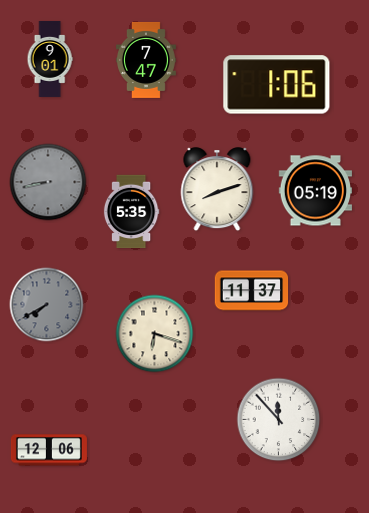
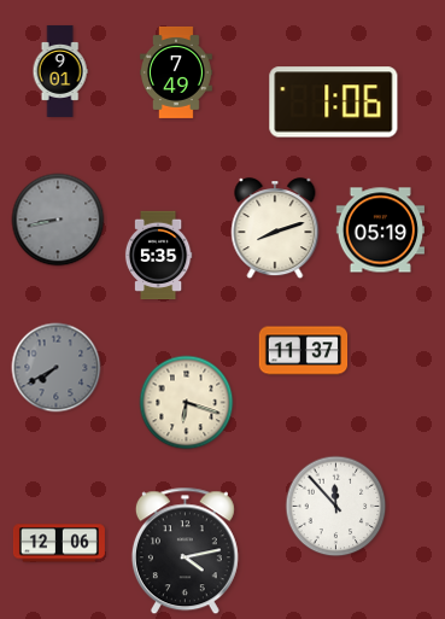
clock at (147, 60): 7:47 -> 7:49
clock at (217, 190) position: (217, 190) -> (275, 229)
clock at (185, 551): none -> 4:13
